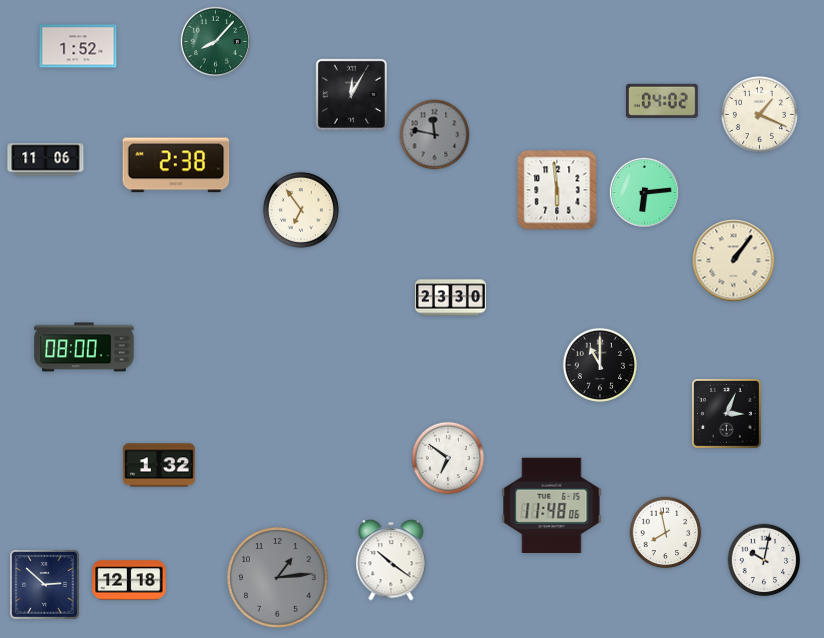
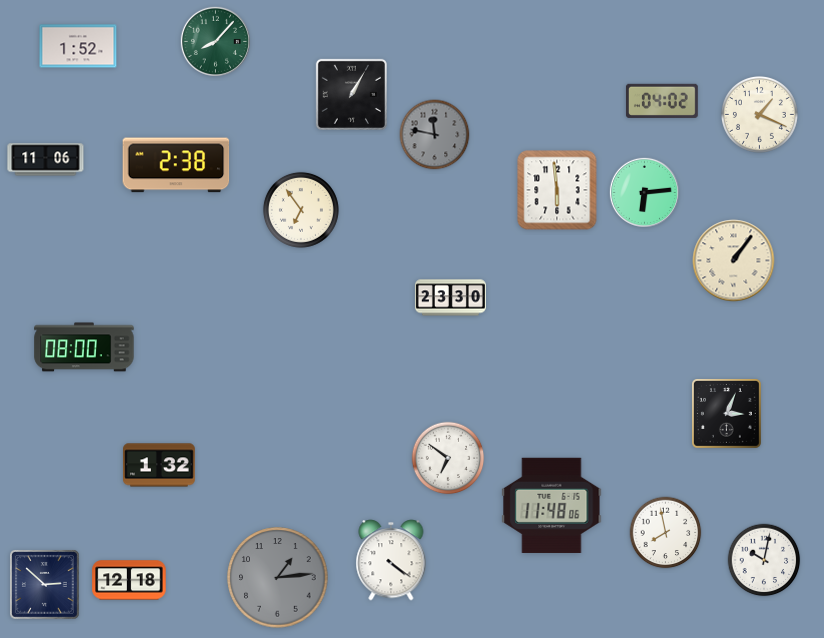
clock at (351, 94): 12:05 -> 1:05
clock at (599, 364): 11:00 -> none
clock at (391, 560): 10:21 -> 4:21
